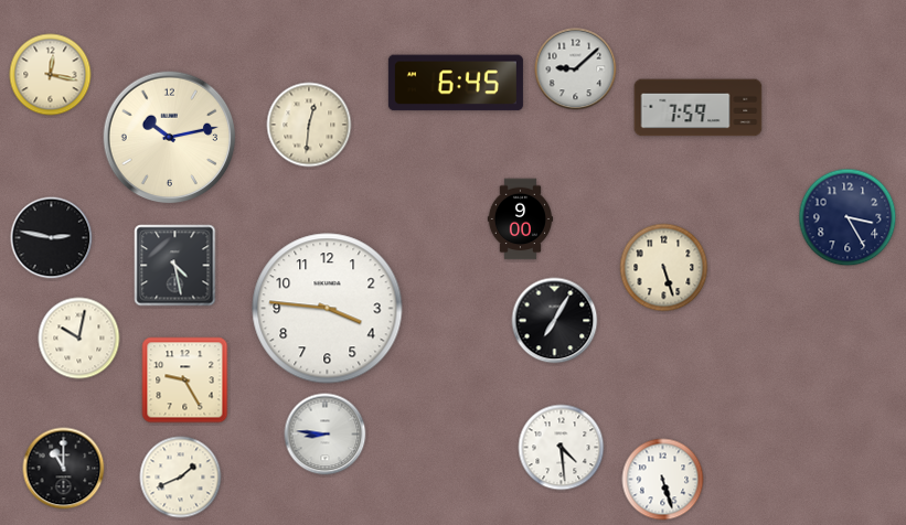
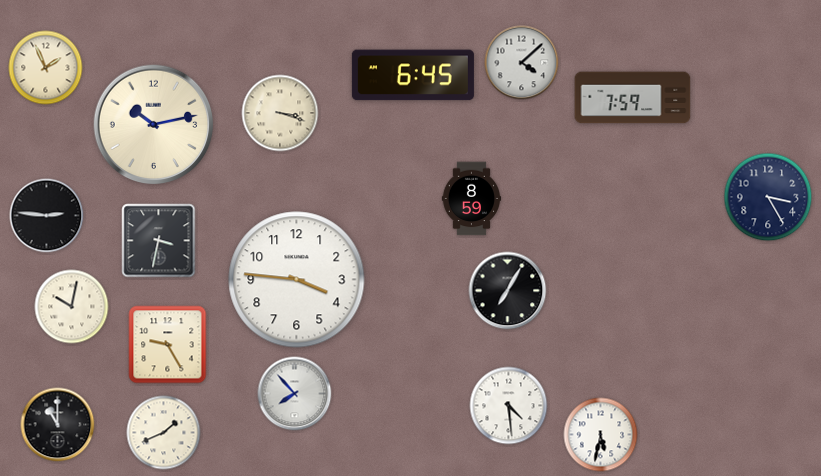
clock at (576, 69): 9:08 -> 4:08
clock at (51, 75): 12:17 -> 1:56
clock at (309, 125): 12:31 -> 3:18
clock at (520, 219): 9:00 -> 8:59
clock at (52, 238): 2:47 -> 2:46
clock at (175, 266): 4:28 -> 3:32
clock at (664, 268): 5:27 -> none
clock at (555, 321) position: (555, 321) -> (508, 291)
clock at (326, 435): 8:46 -> 7:53
clock at (663, 480): 5:27 -> 5:32
